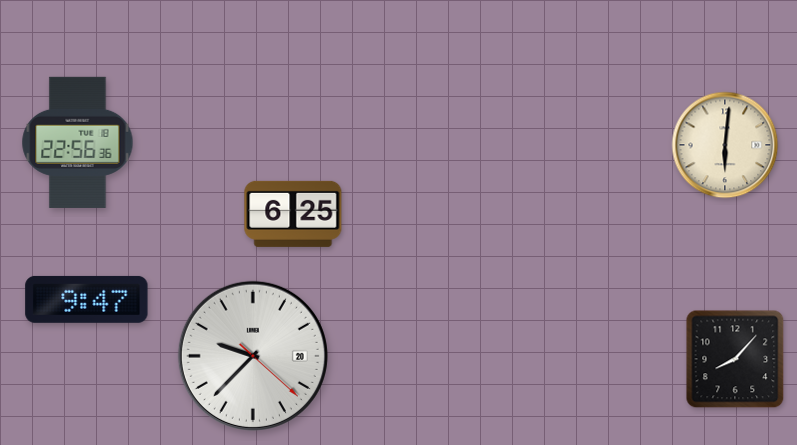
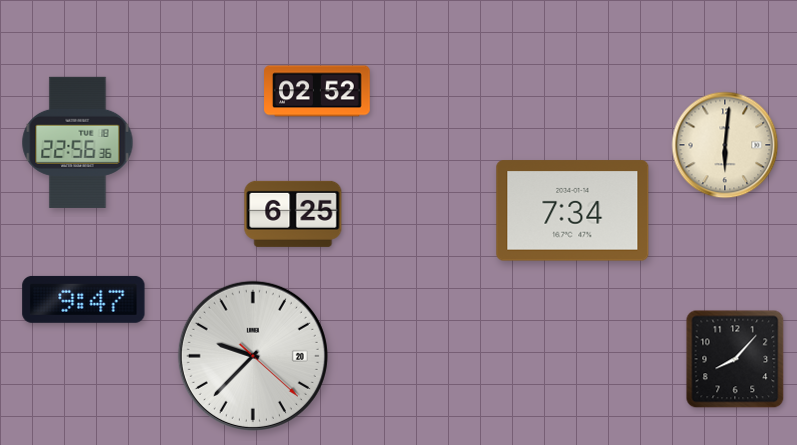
clock at (317, 91): none -> 02:52
clock at (573, 211): none -> 7:34
clock at (87, 299) position: (87, 299) -> (84, 299)
